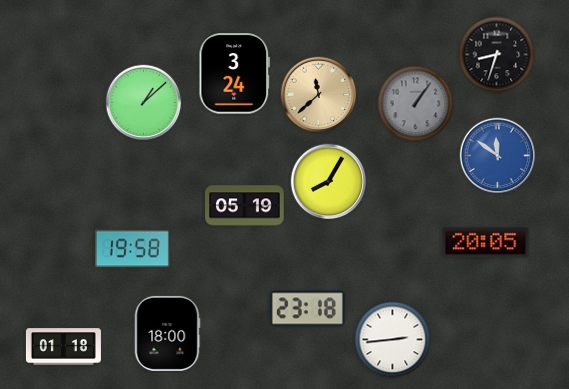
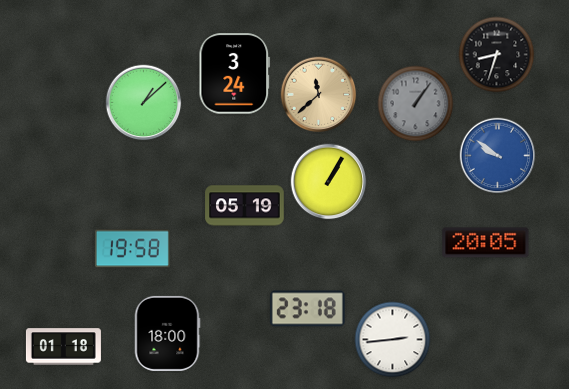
clock at (498, 156): 11:51 -> 9:51
clock at (329, 182): 8:05 -> 1:05
